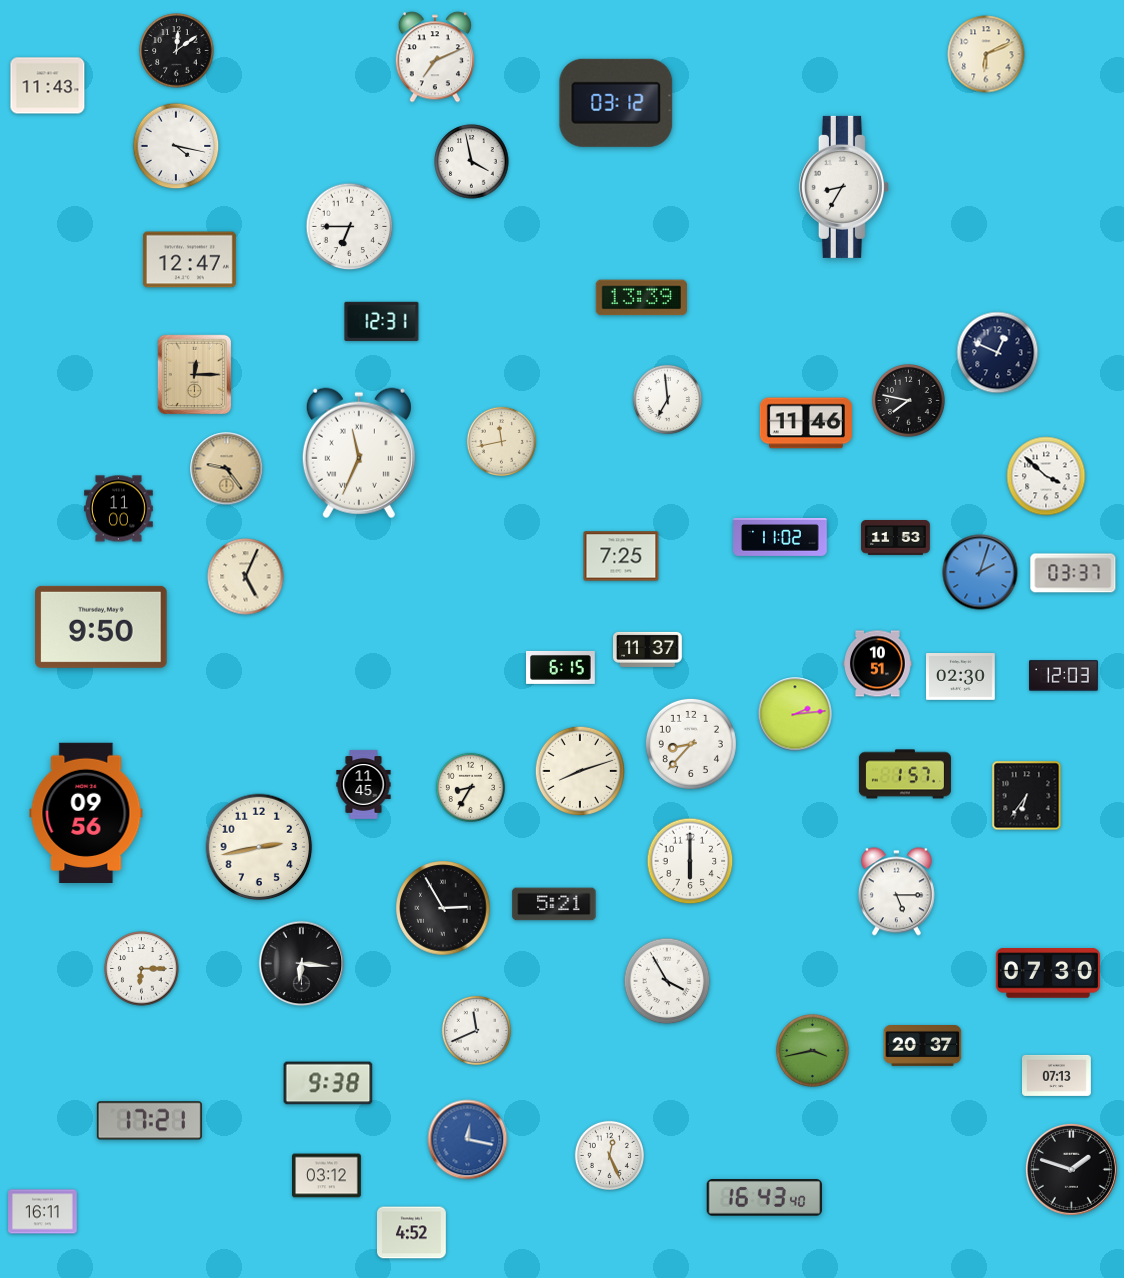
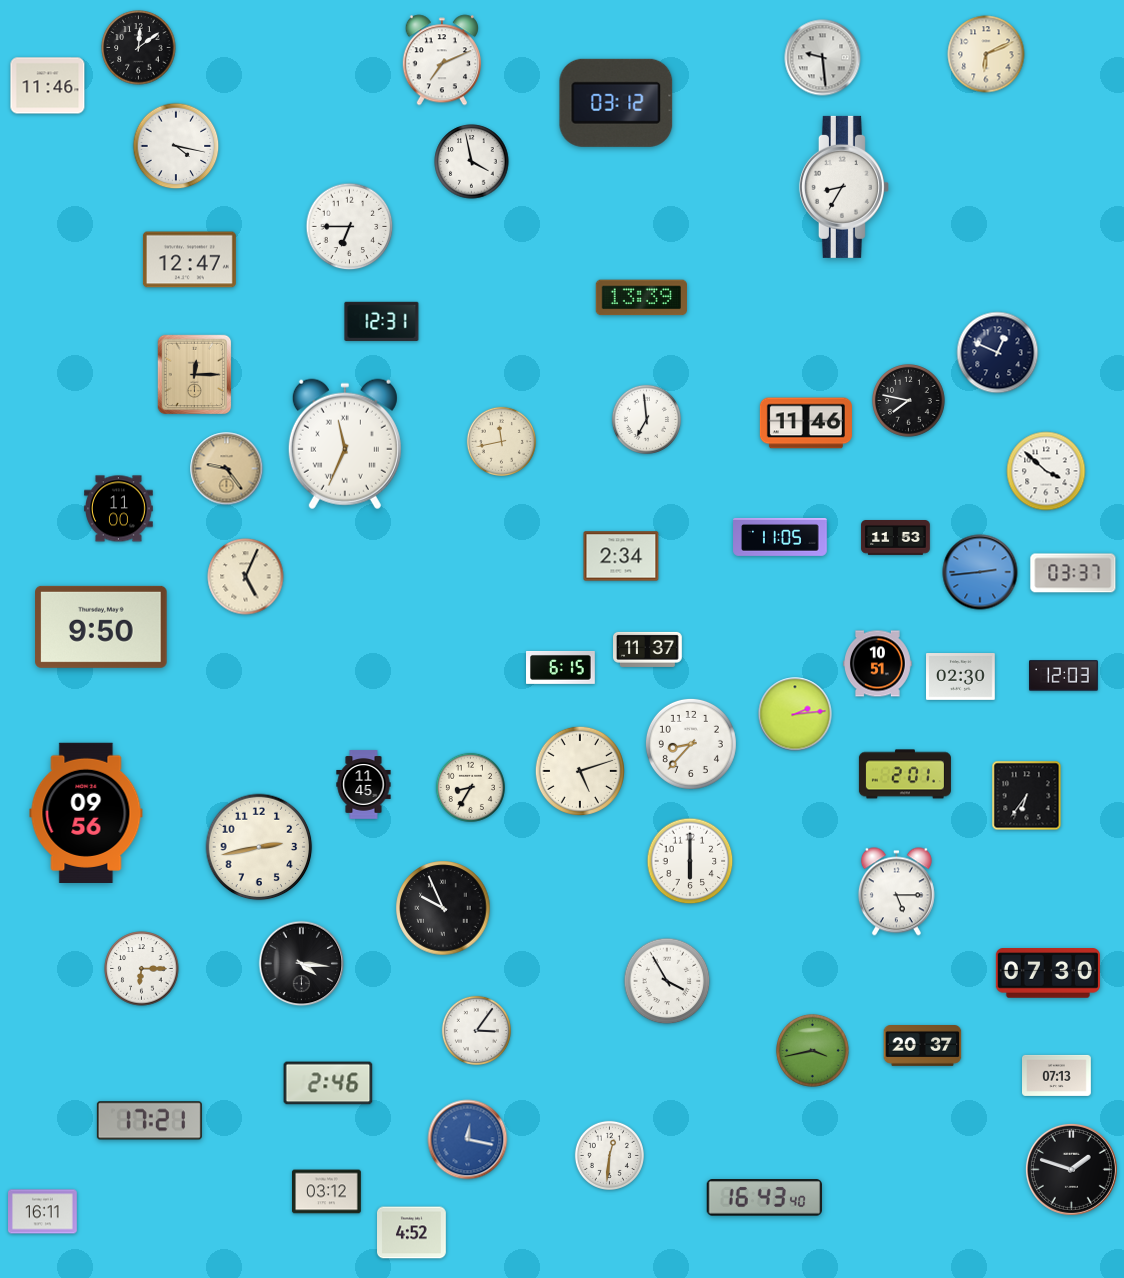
clock at (177, 51) position: (177, 51) -> (139, 48)
clock at (435, 57) position: (435, 57) -> (442, 60)
clock at (823, 58): none -> 9:29
clock at (48, 86): 11:43 -> 11:46
clock at (667, 399) position: (667, 399) -> (646, 419)
clock at (359, 453) position: (359, 453) -> (345, 444)
clock at (1046, 476) position: (1046, 476) -> (1046, 471)
clock at (780, 537): 11:02 -> 11:05
clock at (621, 556): 7:25 -> 2:34
clock at (980, 572): 2:03 -> 2:44
clock at (580, 771): 8:12 -> 5:12
clock at (905, 774): 1:57 -> 2:01
clock at (554, 904): 5:21 -> none
clock at (443, 908): 2:55 -> 9:56
clock at (302, 964): 6:16 -> 4:16
clock at (476, 1030): 11:41 -> 3:06
clock at (328, 1083): 9:38 -> 2:46
clock at (609, 1155): 12:26 -> 12:31
clock at (327, 1176) position: (327, 1176) -> (327, 1192)
